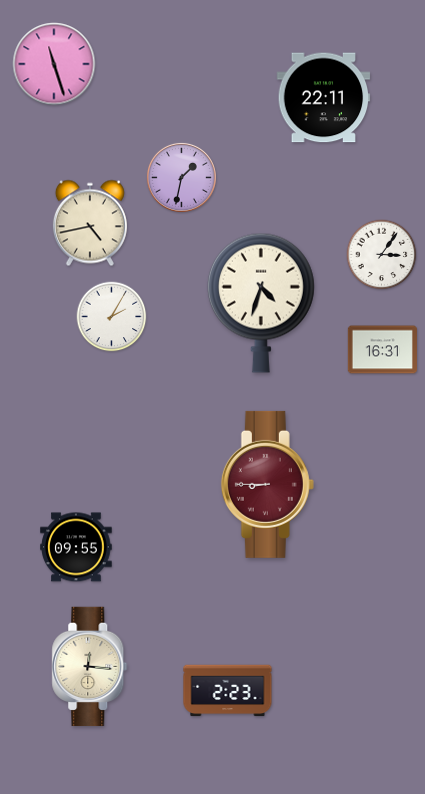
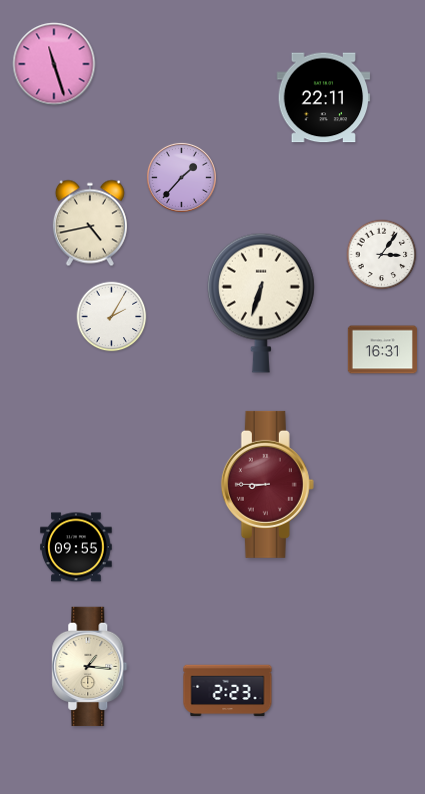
clock at (181, 177): 1:32 -> 1:37
clock at (261, 303): 4:33 -> 6:33
clock at (90, 667): 12:16 -> 1:16
